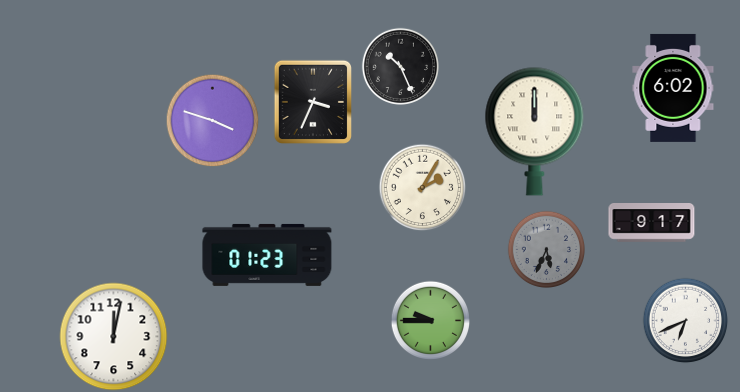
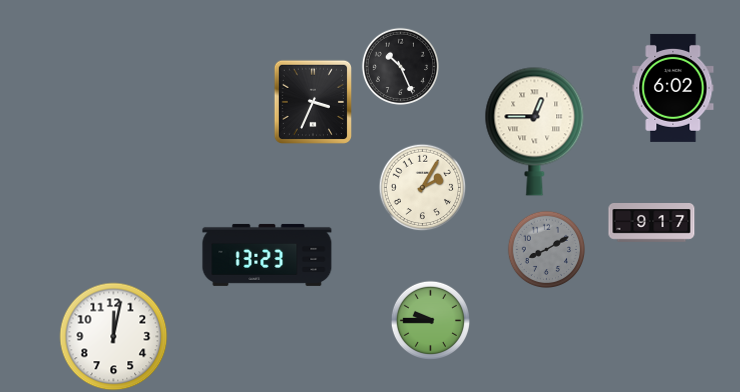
clock at (212, 120): 3:48 -> none
clock at (535, 131): 12:00 -> 12:45
clock at (546, 249): 5:34 -> 8:10
clock at (267, 255): 01:23 -> 13:23
clock at (685, 320): 6:41 -> none
